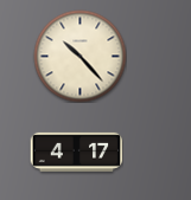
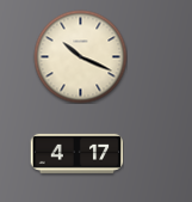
clock at (79, 56): 10:23 -> 10:19
